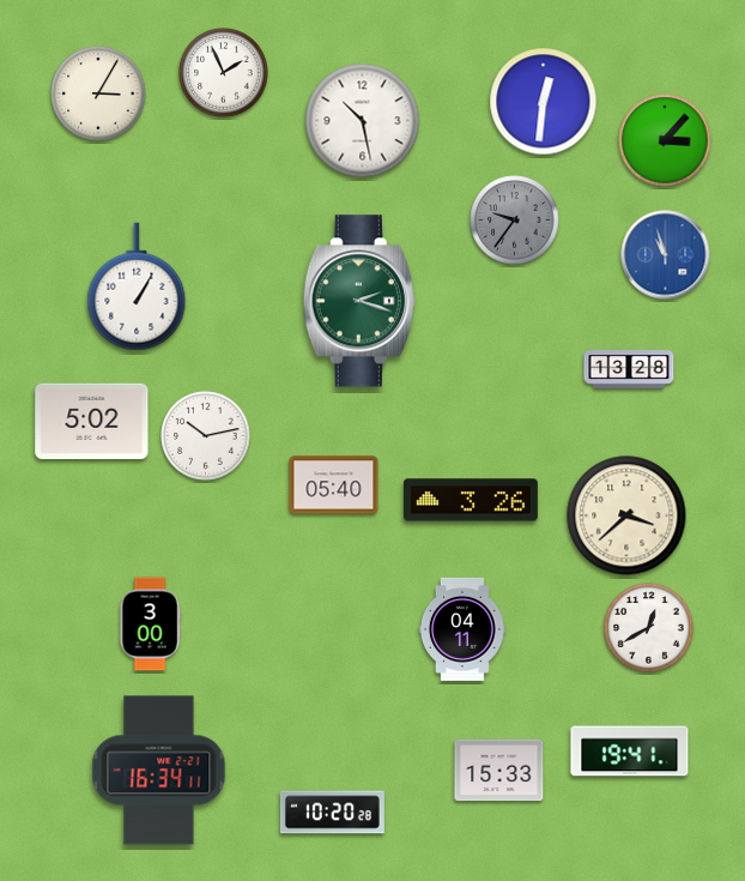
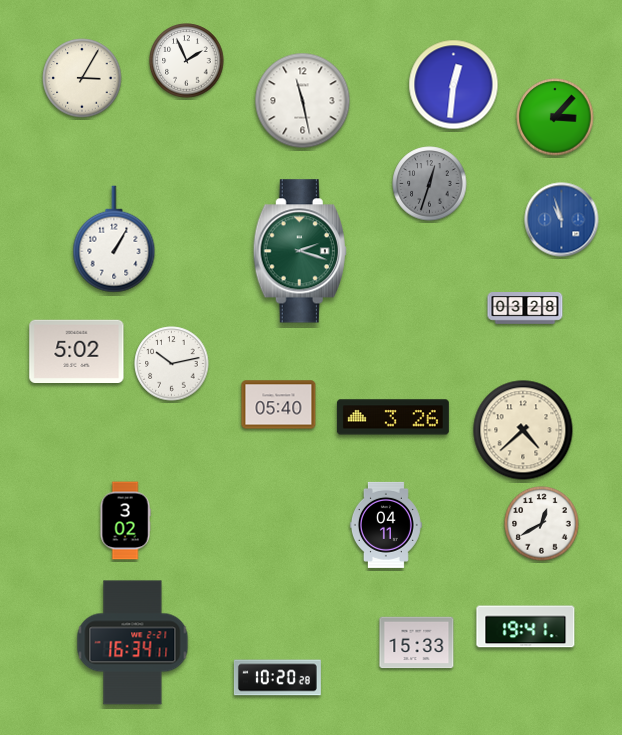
clock at (363, 121): 10:28 -> 11:28
clock at (515, 221): 9:36 -> 12:33
clock at (666, 255) position: (666, 255) -> (562, 220)
clock at (629, 370): 13:28 -> 03:28
clock at (626, 515): 3:38 -> 4:38
clock at (150, 624): 3:00 -> 3:02
